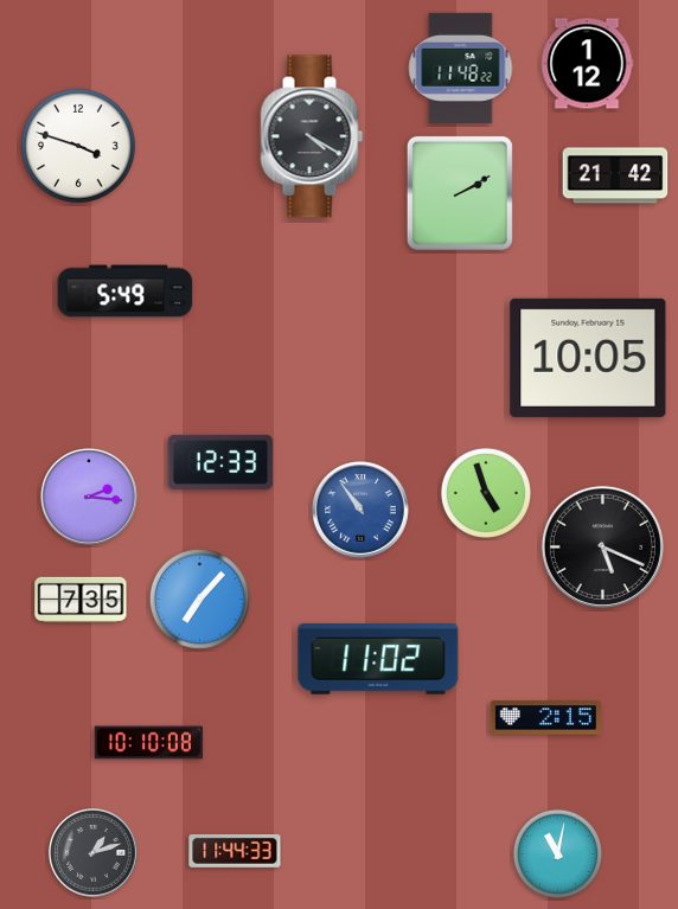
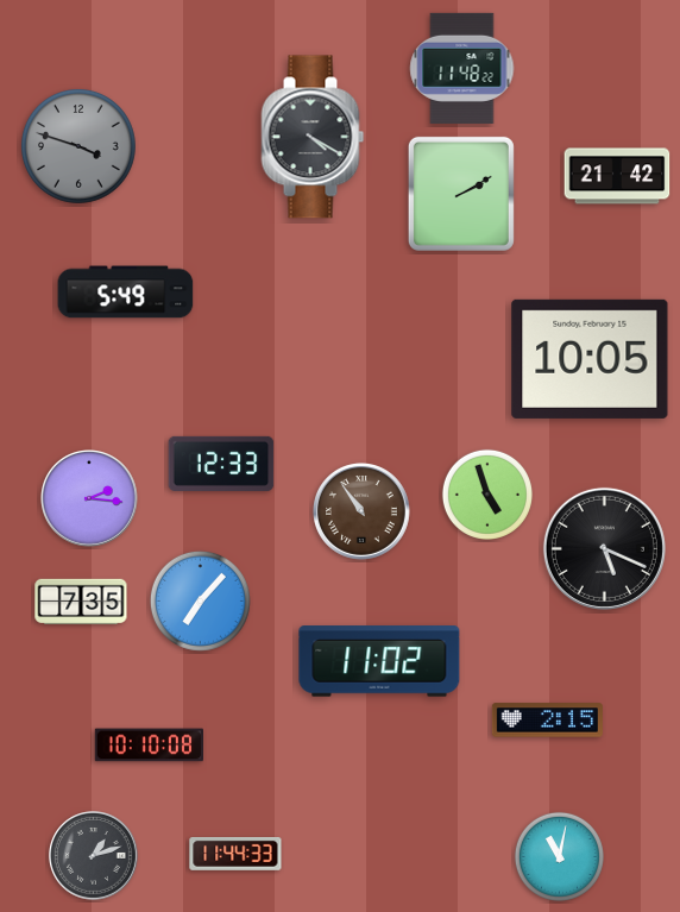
clock at (587, 64): 1:12 -> none
clock at (78, 146) dial: white -> grey
clock at (362, 511) dial: blue -> brown
